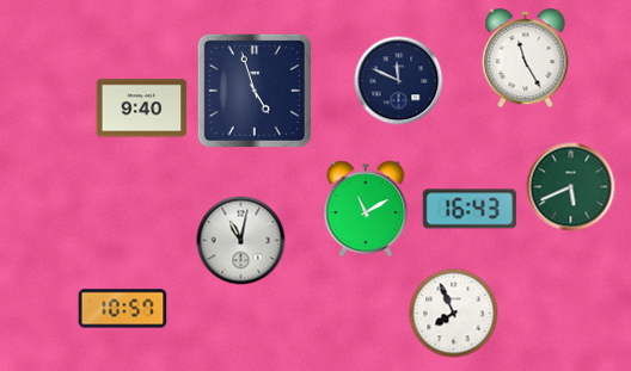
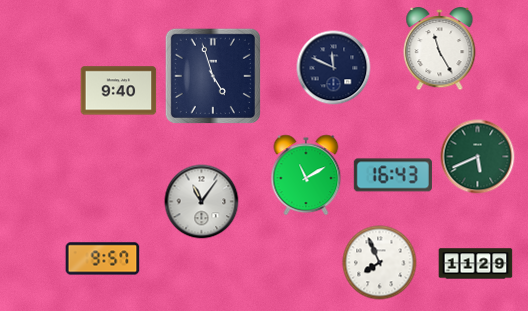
clock at (241, 241): 11:02 -> 11:06
clock at (123, 309): 10:57 -> 9:57
clock at (476, 264): none -> 11:29
